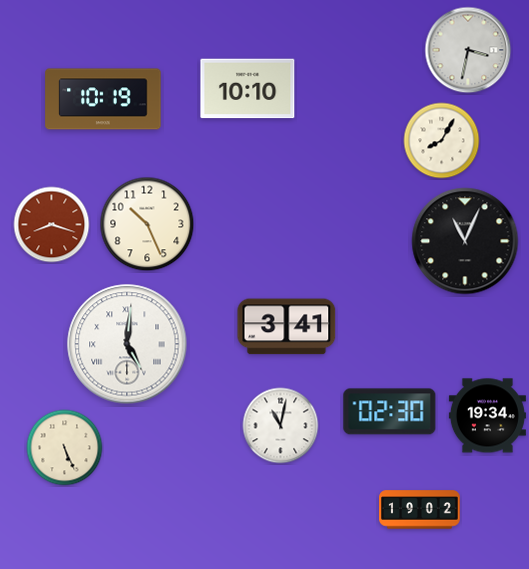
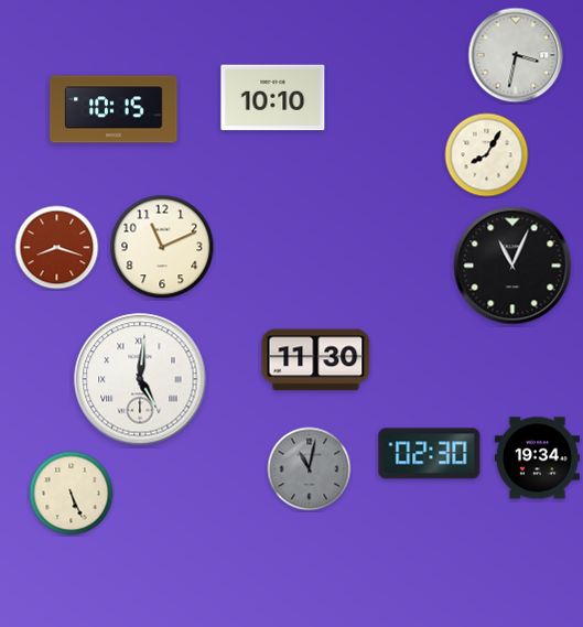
clock at (103, 99): 10:19 -> 10:15
clock at (147, 224): 10:26 -> 11:11
clock at (287, 327): 3:41 -> 11:30
clock at (281, 426) dial: white -> grey
clock at (420, 510): 19:02 -> none
